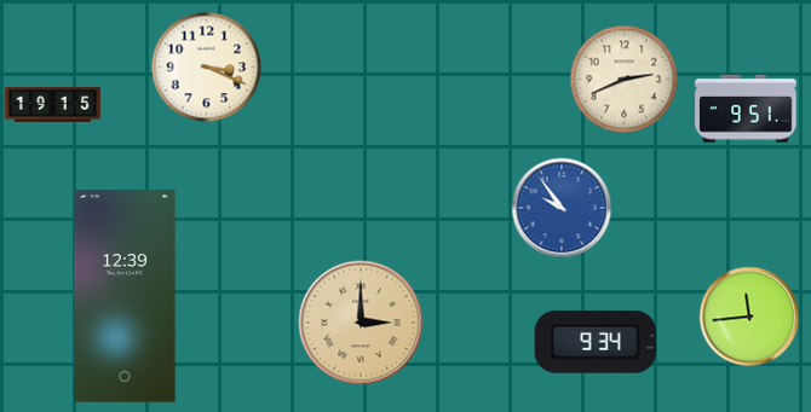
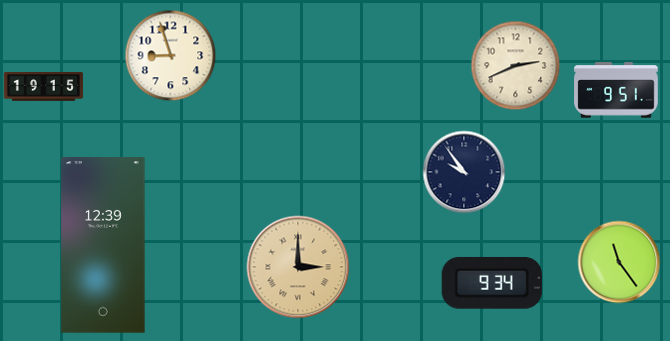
clock at (207, 68): 3:19 -> 8:57
clock at (562, 208) dial: blue -> navy
clock at (749, 317): 11:44 -> 11:24
